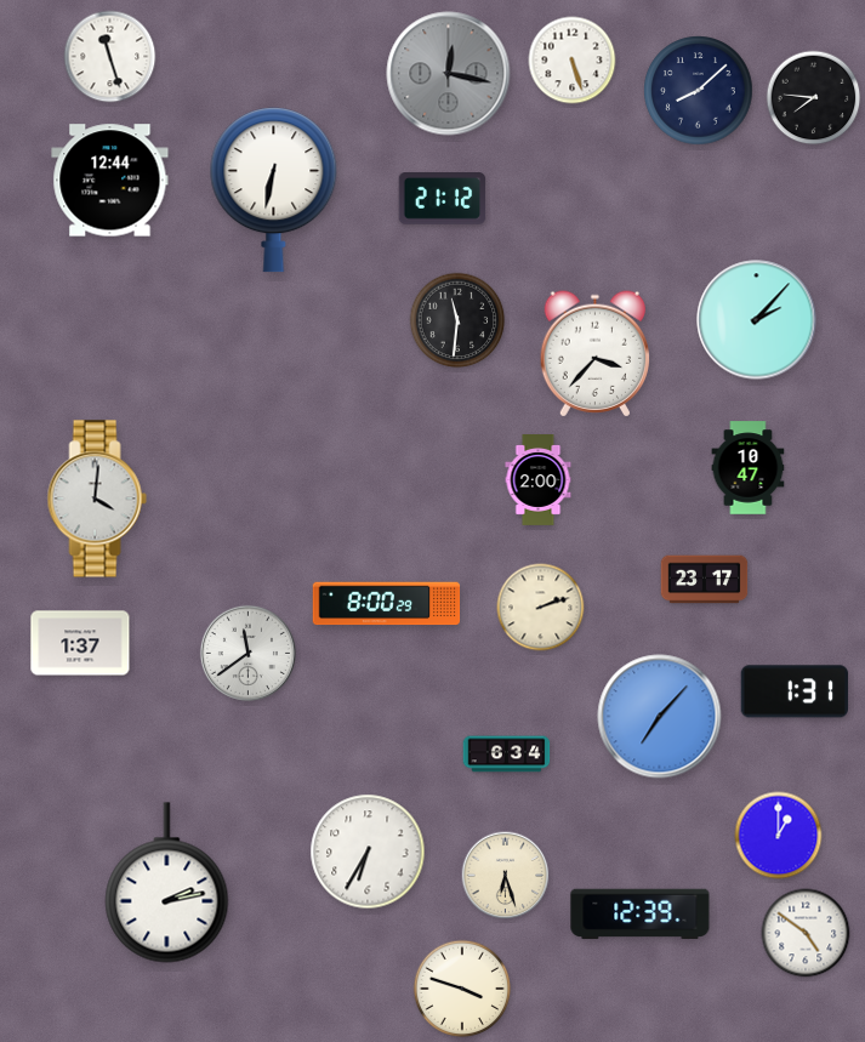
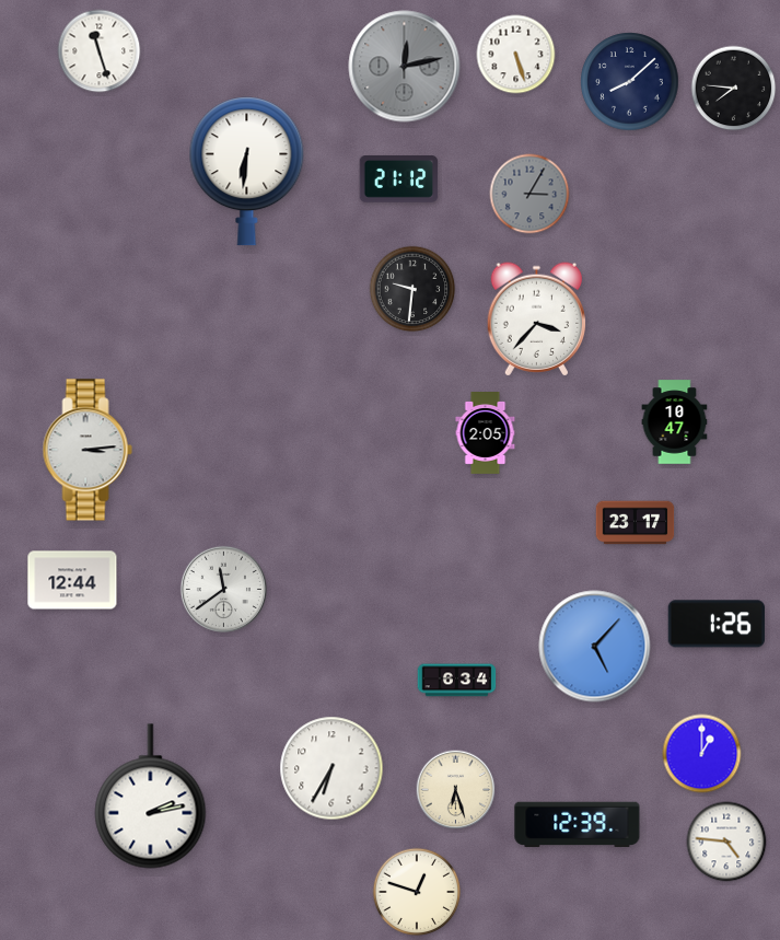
clock at (449, 74): 12:17 -> 12:13
clock at (110, 181): 12:44 -> none
clock at (274, 190): 6:32 -> 6:31
clock at (529, 194): none -> 3:05
clock at (457, 320): 11:31 -> 9:31
clock at (757, 320): 2:07 -> none
clock at (539, 480): 2:00 -> 2:05
clock at (97, 499): 4:01 -> 3:14
clock at (387, 604): 8:00 -> none
clock at (541, 608): 2:12 -> none
clock at (80, 643): 1:37 -> 12:44
clock at (795, 691): 1:31 -> 1:26
clock at (660, 717): 7:07 -> 5:07
clock at (806, 933): 4:51 -> 4:46
clock at (462, 989): 3:48 -> 12:48
